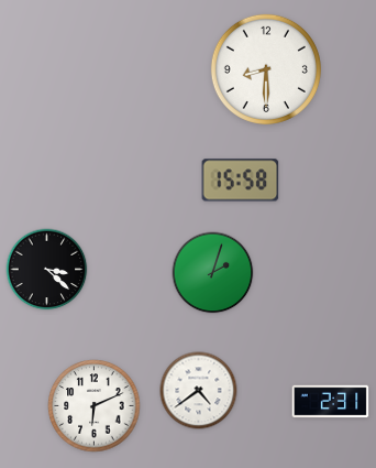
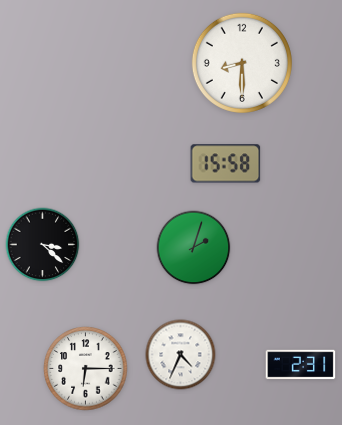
clock at (241, 181) position: (241, 181) -> (226, 164)
clock at (199, 391): 4:39 -> 4:34
clock at (95, 406): 6:11 -> 6:15
